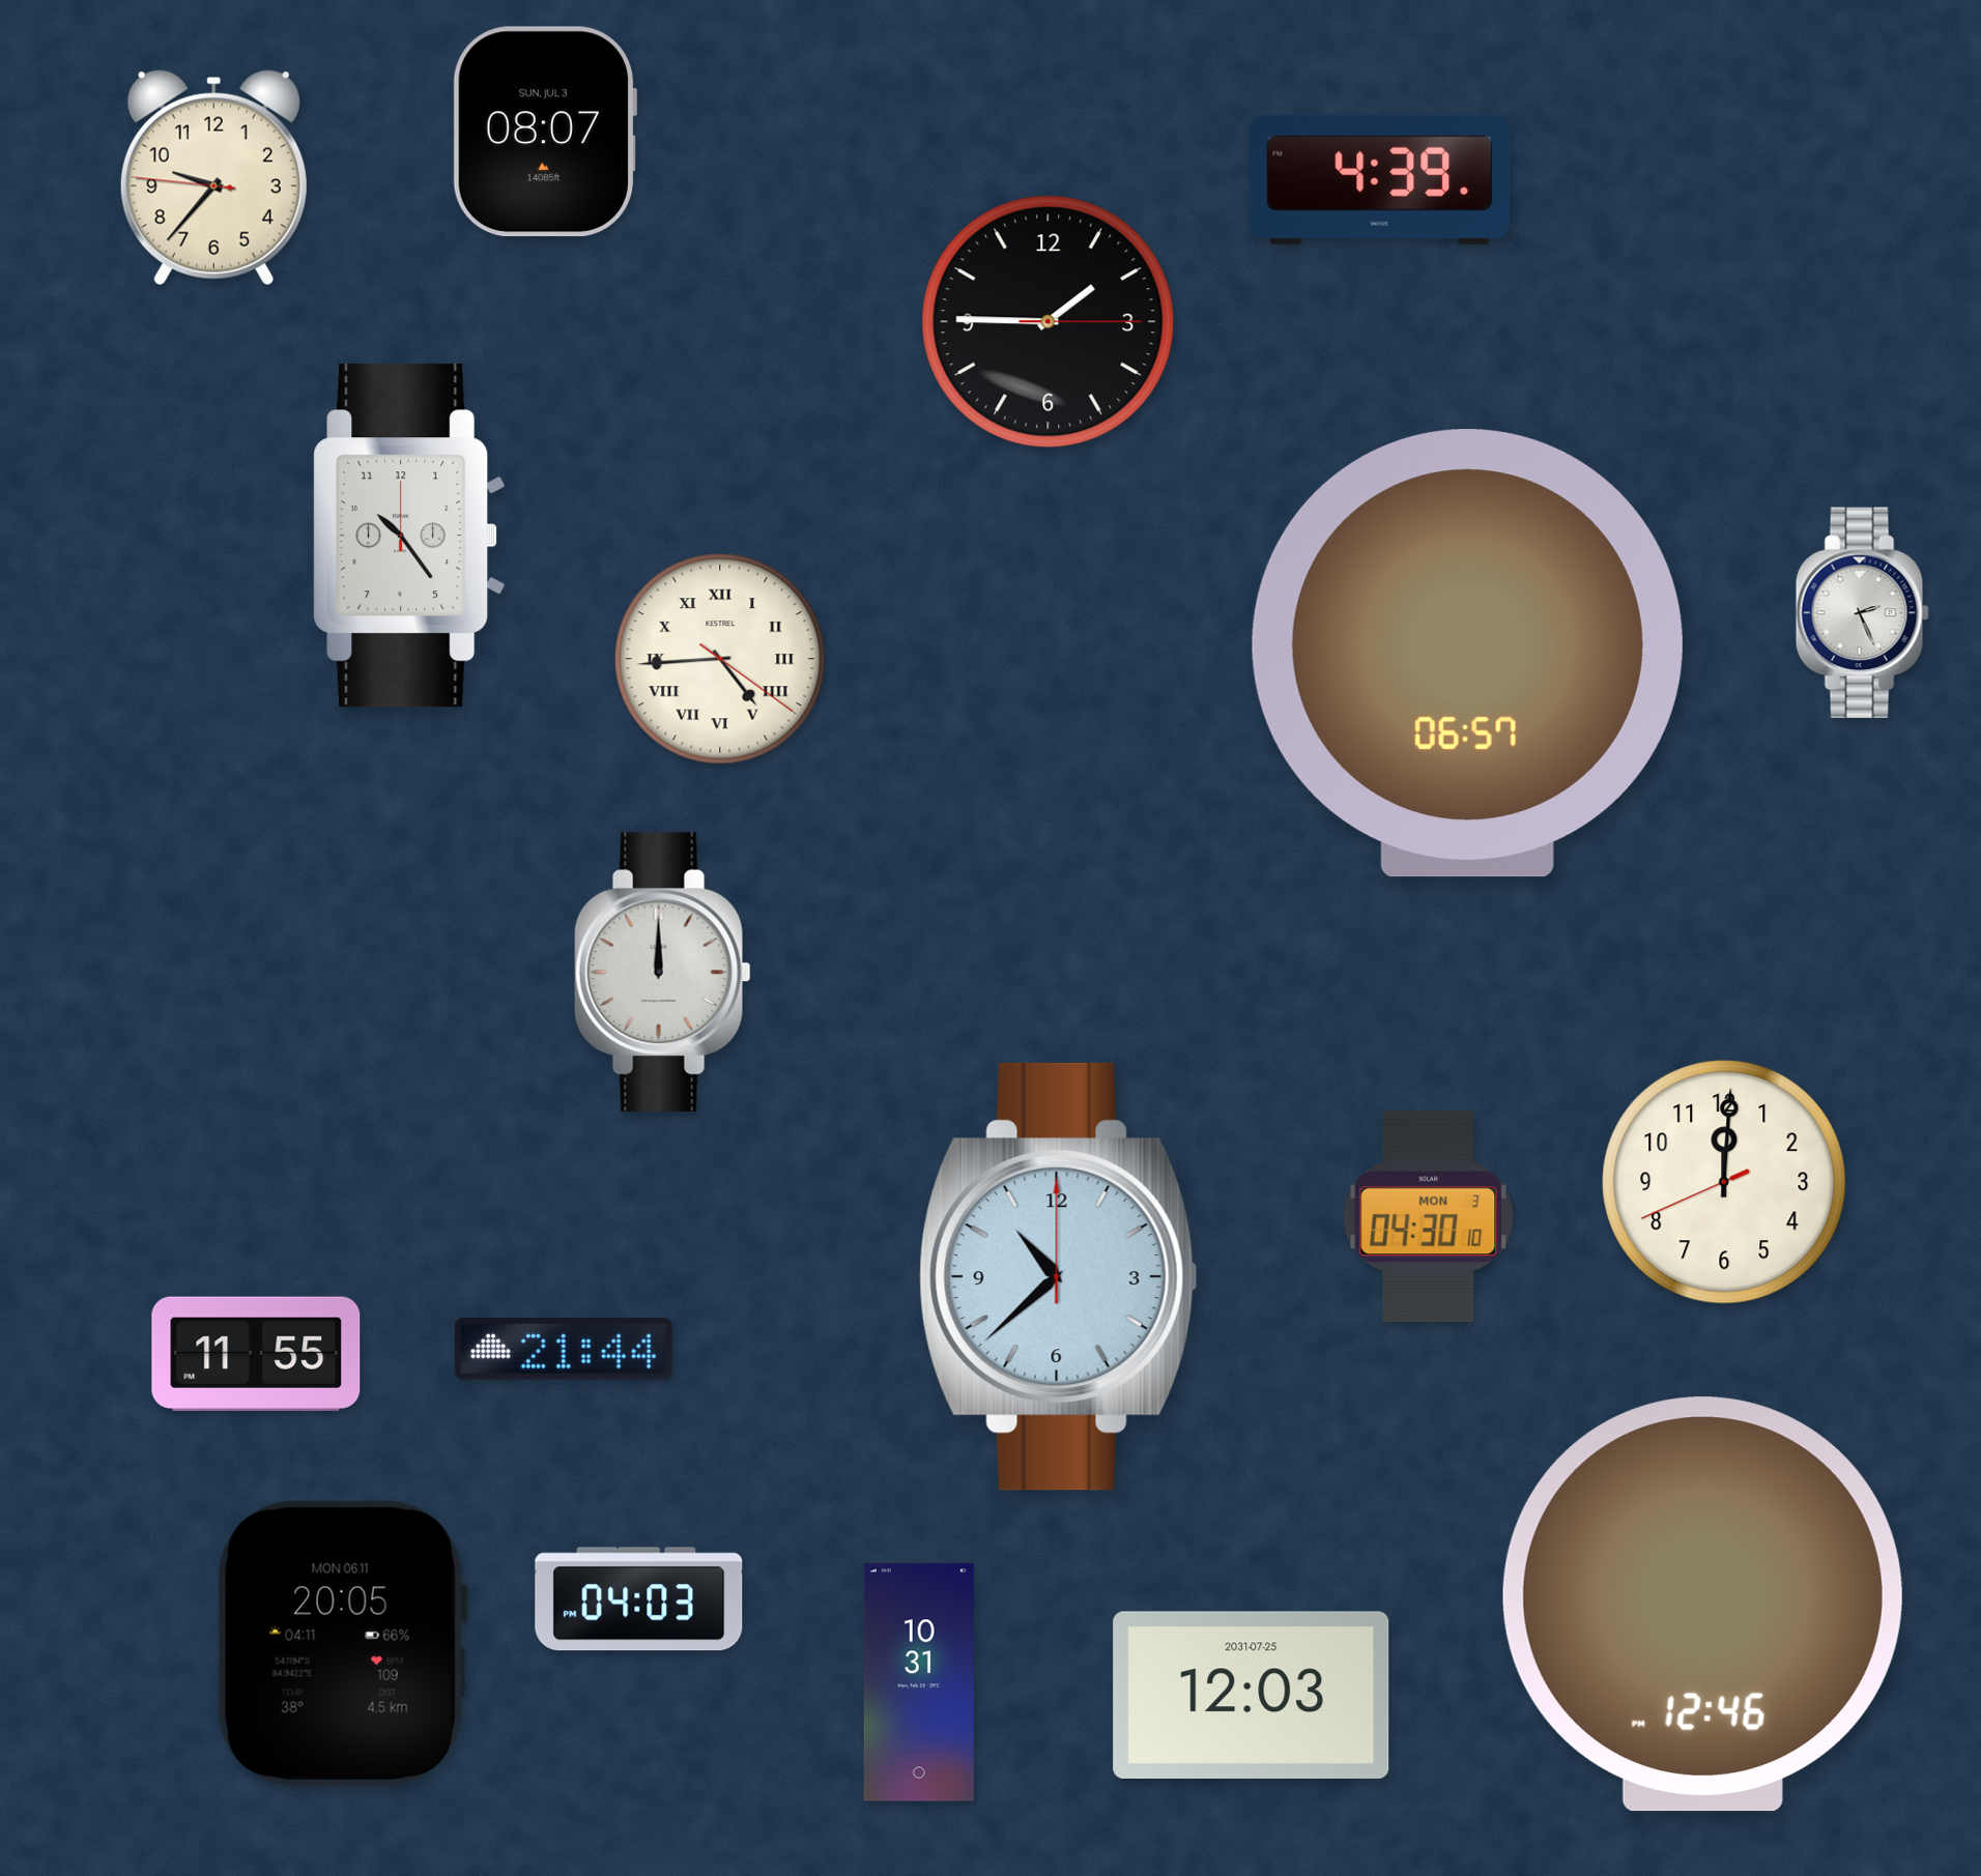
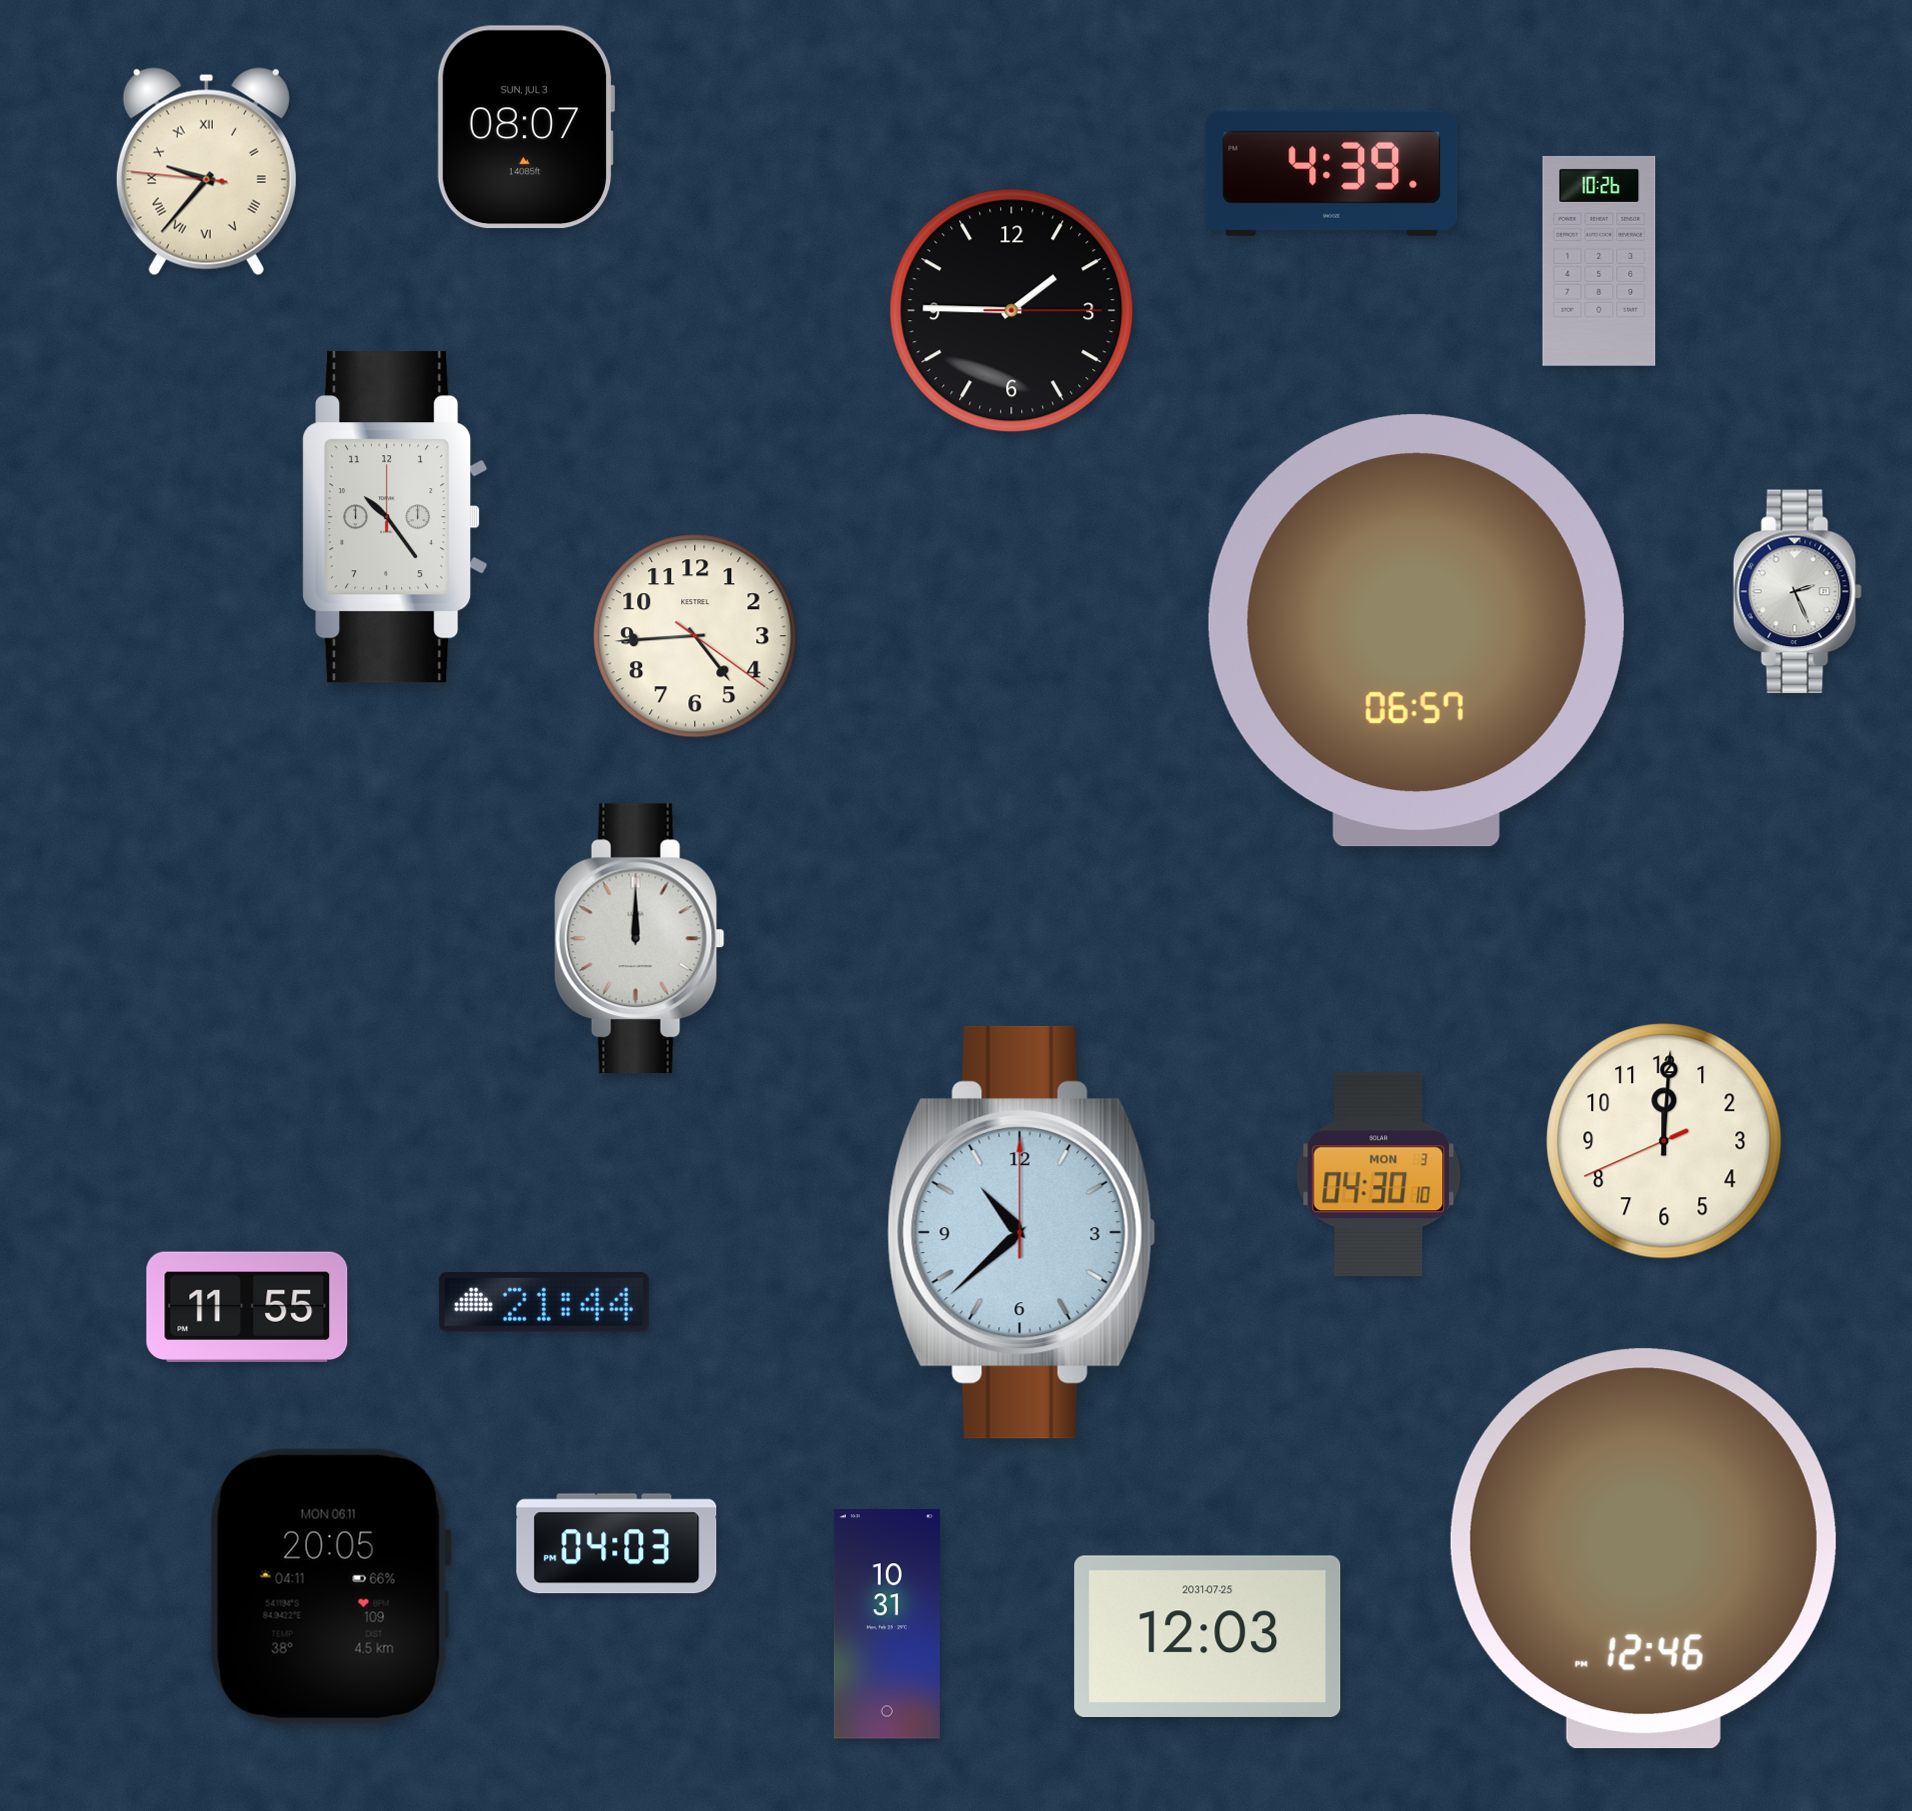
clock at (213, 178) numerals: Arabic -> Roman
clock at (1599, 261): none -> 10:26
clock at (720, 659) numerals: Roman -> Arabic
